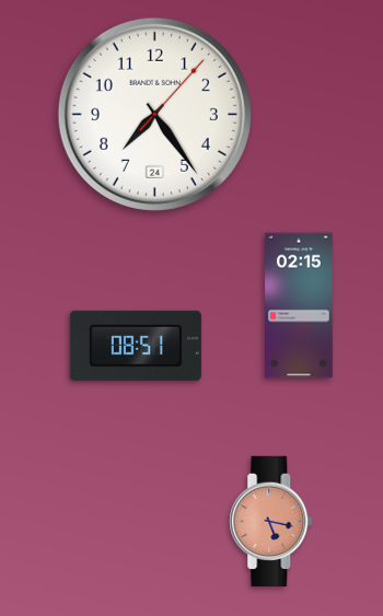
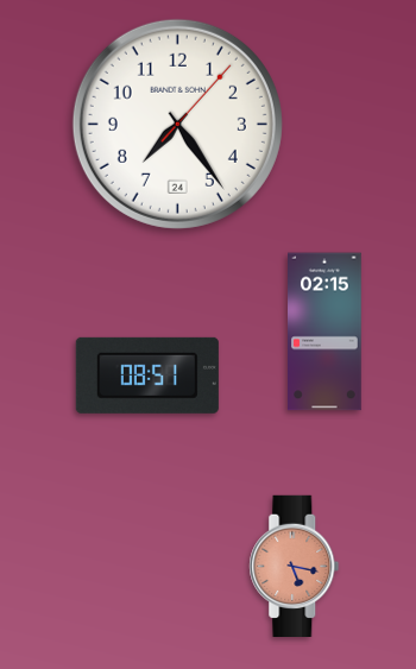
clock at (154, 114) position: (154, 114) -> (177, 124)
